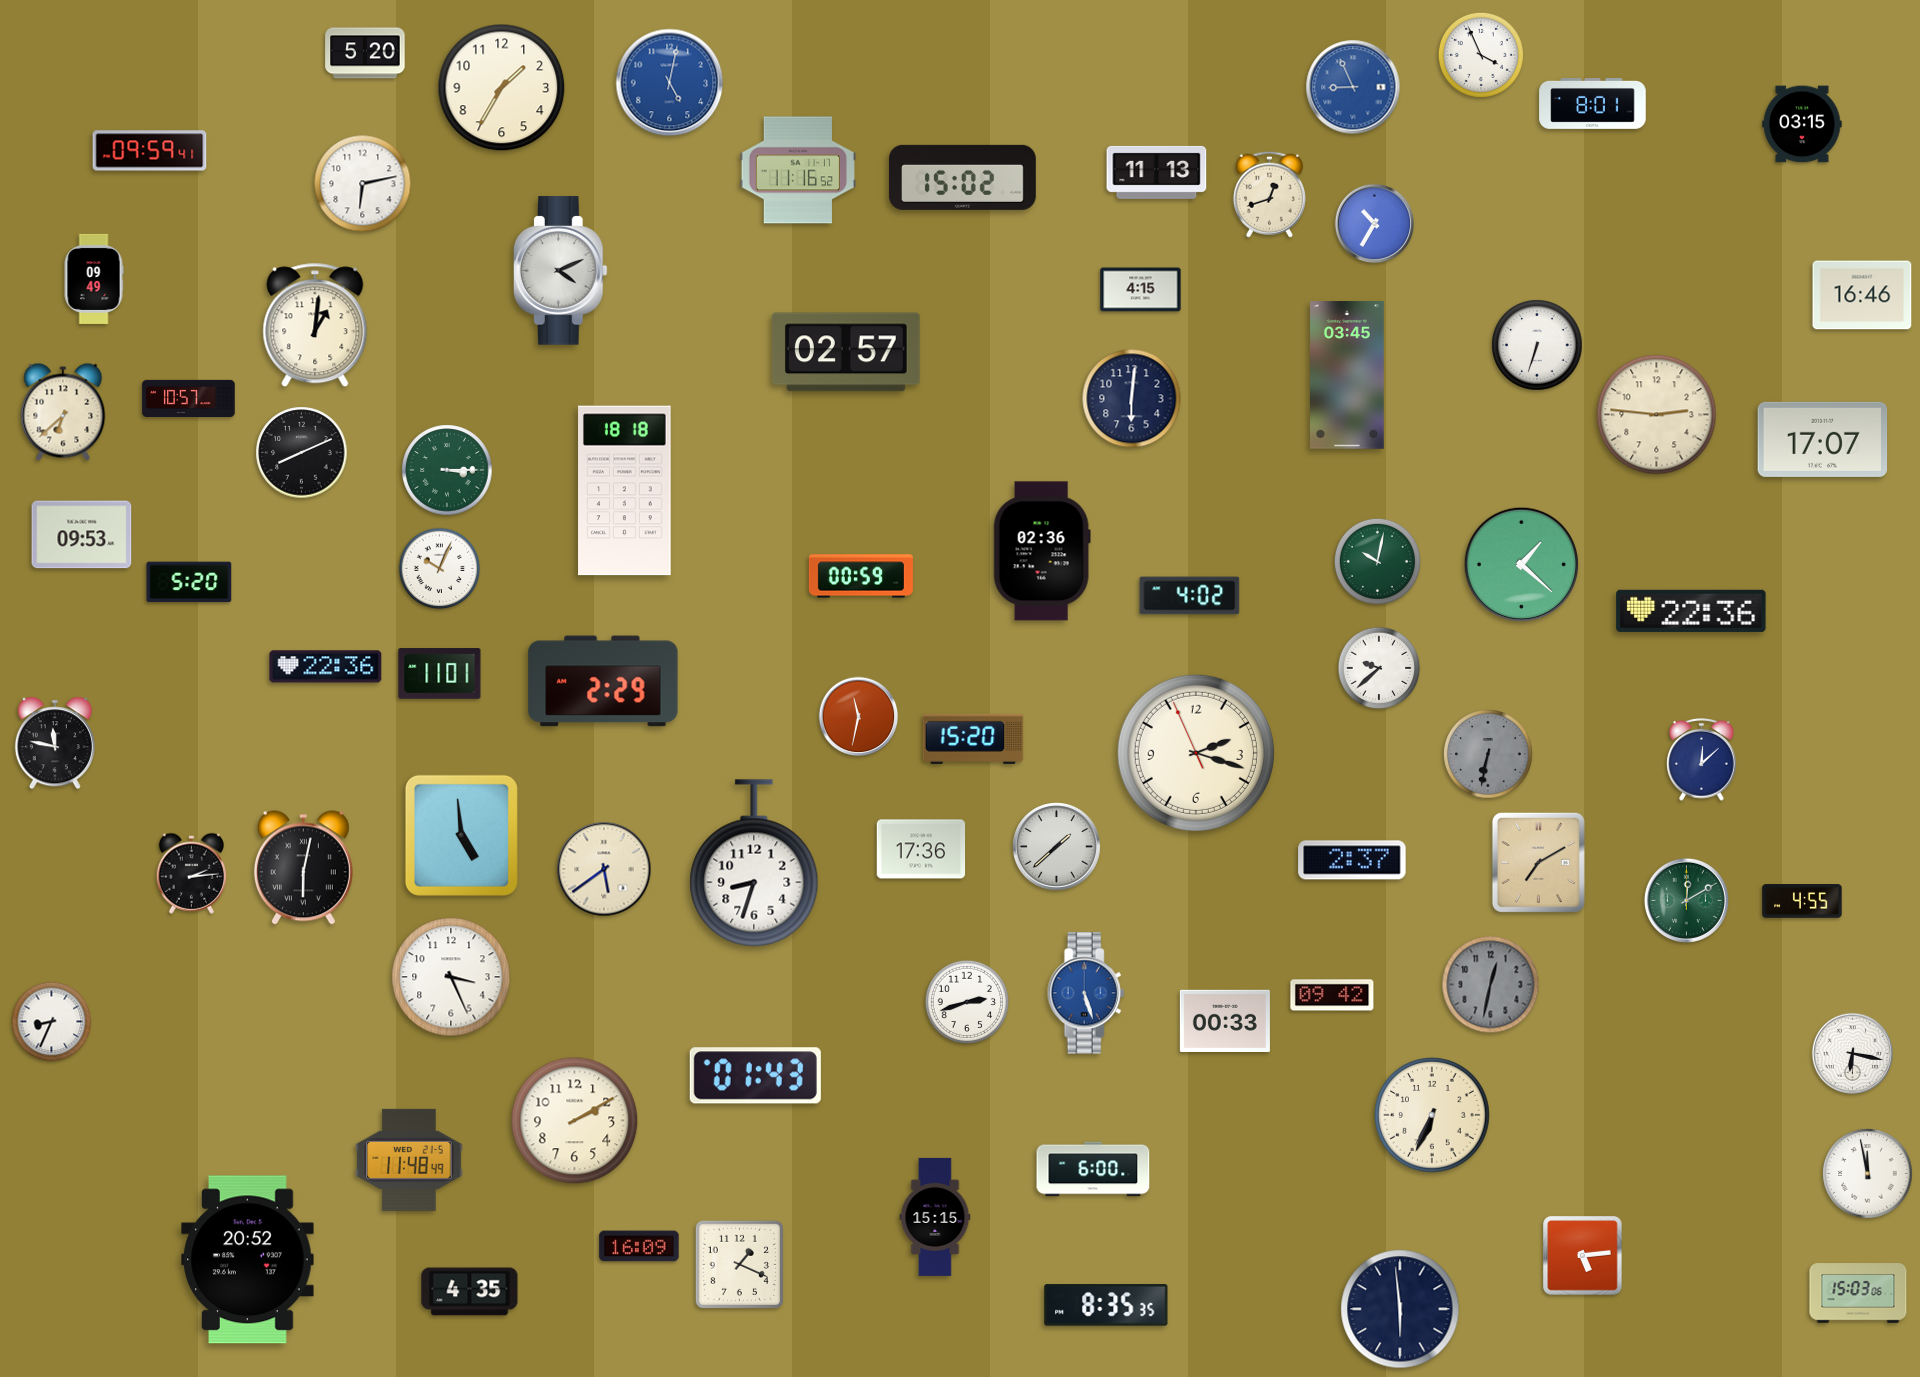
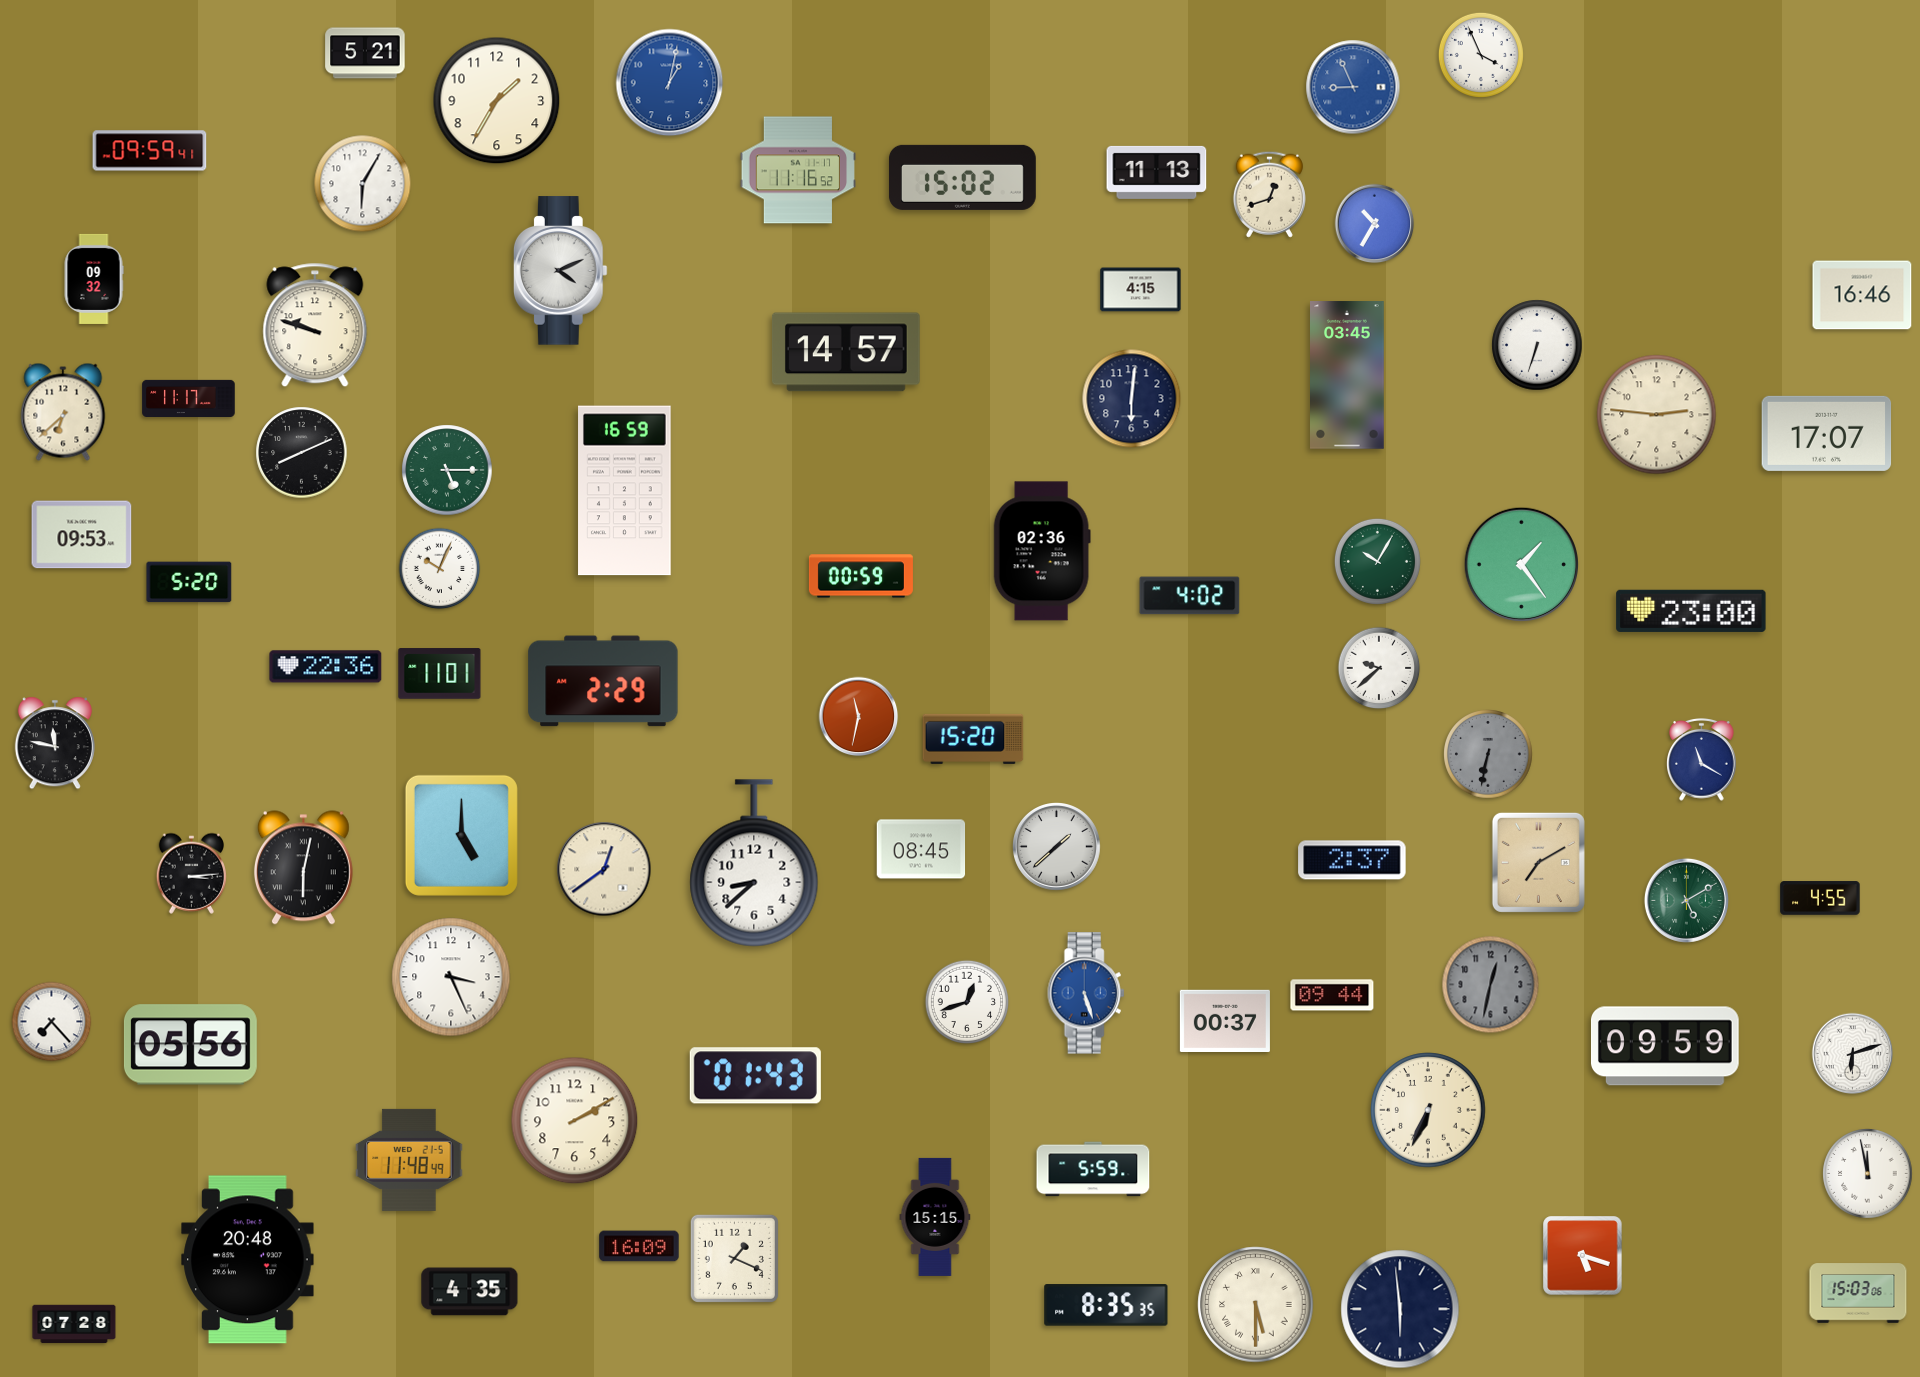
clock at (365, 53): 5:20 -> 5:21
clock at (670, 83): 5:02 -> 1:02
clock at (502, 88) position: (502, 88) -> (497, 101)
clock at (1593, 104): 8:01 -> none
clock at (1802, 124): 03:15 -> none
clock at (363, 184): 6:13 -> 6:05
clock at (94, 279): 09:49 -> 09:32
clock at (315, 325): 1:01 -> 9:48
clock at (846, 352): 02:57 -> 14:57
clock at (189, 398): 10:57 -> 11:17
clock at (1823, 439) position: (1823, 439) -> (1827, 433)
clock at (447, 470): 3:15 -> 5:15
clock at (625, 491): 18:18 -> 16:59
clock at (1377, 561): 10:02 -> 10:05
clock at (1521, 564): 1:22 -> 1:24
clock at (1691, 611): 22:36 -> 23:00
clock at (1196, 753): 2:17 -> none
clock at (1702, 760): 12:08 -> 11:20
clock at (461, 835): 4:59 -> 5:00
clock at (921, 849): 17:36 -> 08:45
clock at (754, 863): 8:33 -> 8:38
clock at (604, 869): 5:39 -> 12:39
clock at (191, 873): 2:14 -> 3:14
clock at (1686, 900): 12:10 -> 5:10
clock at (1802, 901) position: (1802, 901) -> (1820, 898)
clock at (1332, 995): 09:42 -> 09:44
clock at (966, 1001): 2:42 -> 12:42
clock at (1225, 1020): 00:33 -> 00:37
clock at (52, 1022): 8:34 -> 7:23
clock at (190, 1045): none -> 05:56
clock at (1665, 1046): none -> 09:59
clock at (1853, 1054): 6:17 -> 6:12
clock at (1432, 1115) position: (1432, 1115) -> (1428, 1110)
clock at (1093, 1169): 6:00 -> 5:59
clock at (1583, 1256): 5:14 -> 5:18
clock at (248, 1260): 20:52 -> 20:48
clock at (739, 1264) position: (739, 1264) -> (734, 1258)
clock at (1256, 1305): none -> 5:30
clock at (74, 1324): none -> 07:28
